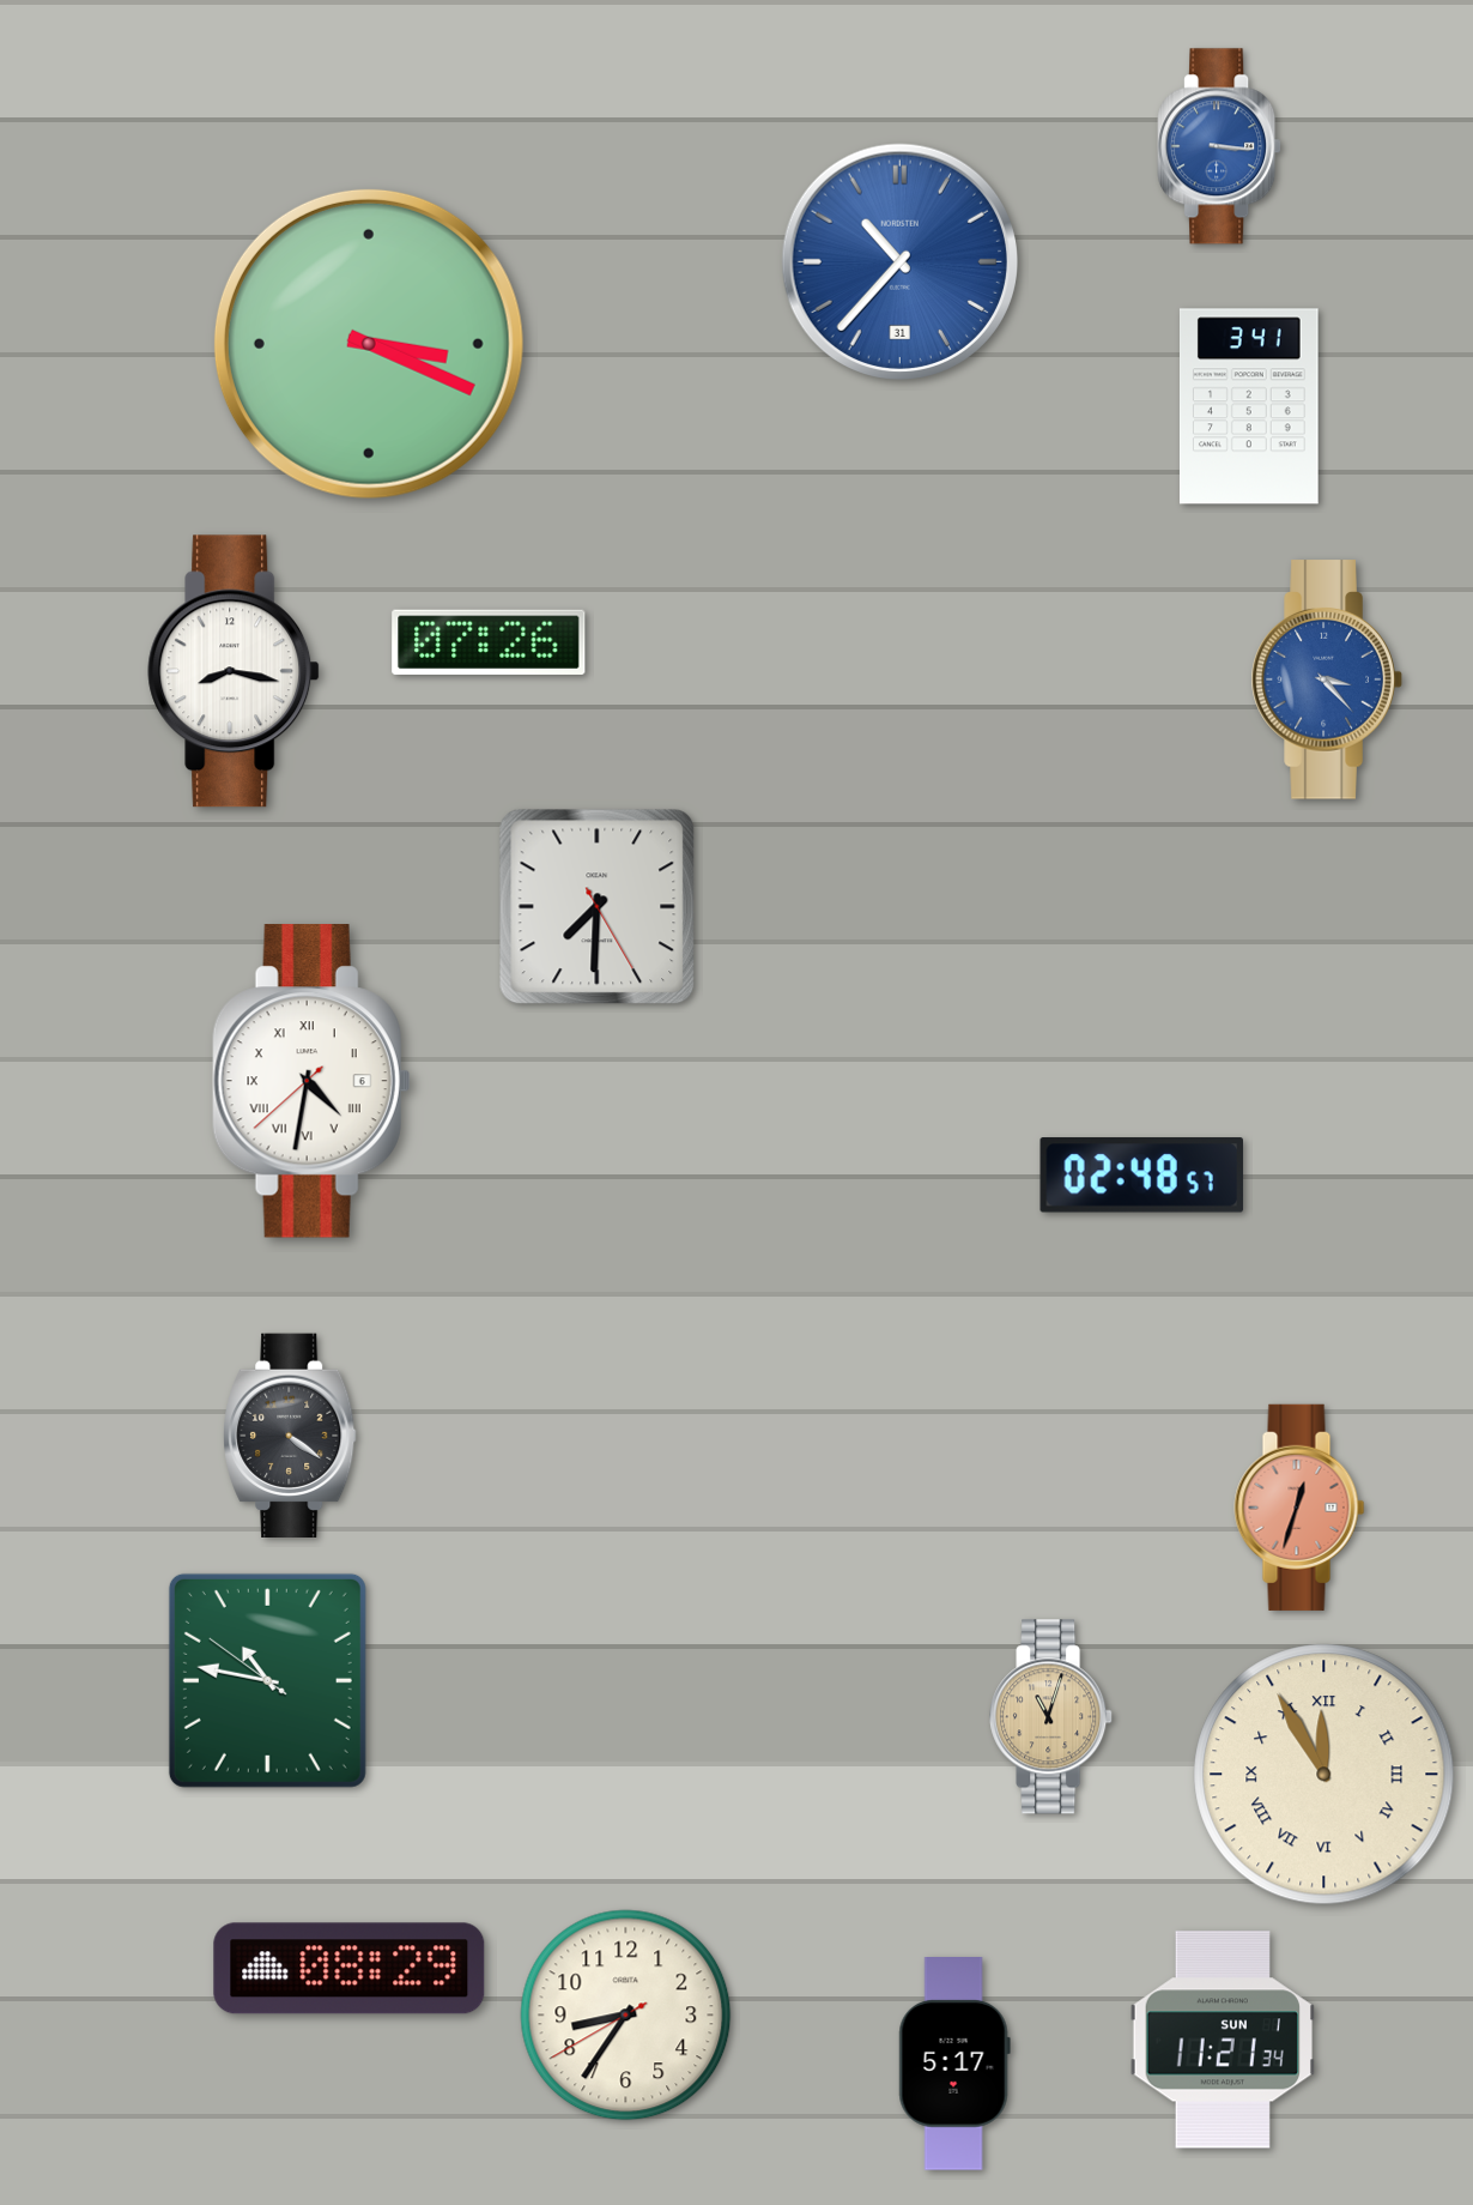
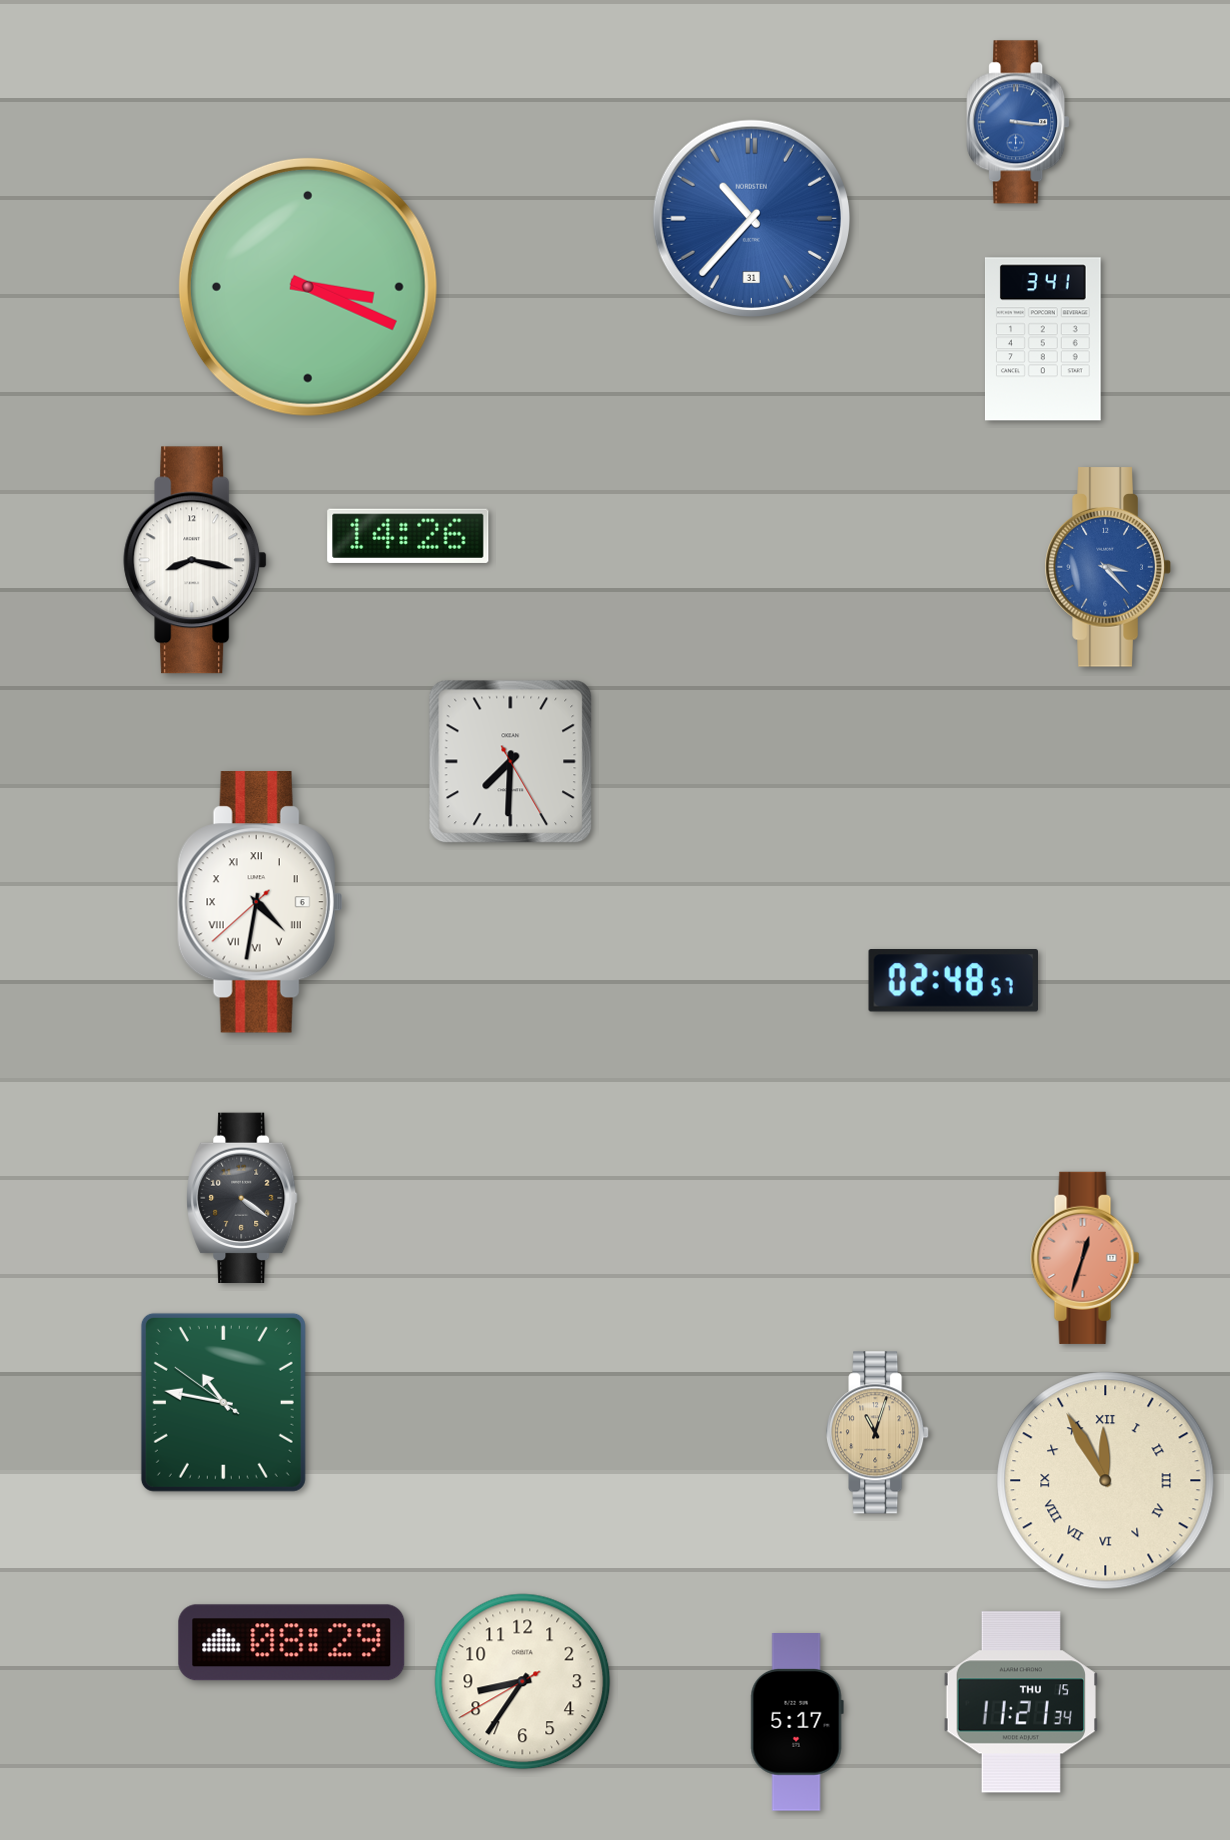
clock at (489, 642): 07:26 -> 14:26
clock at (598, 907) position: (598, 907) -> (511, 762)
clock at (1222, 2040) date: SUN 1 -> THU 15
